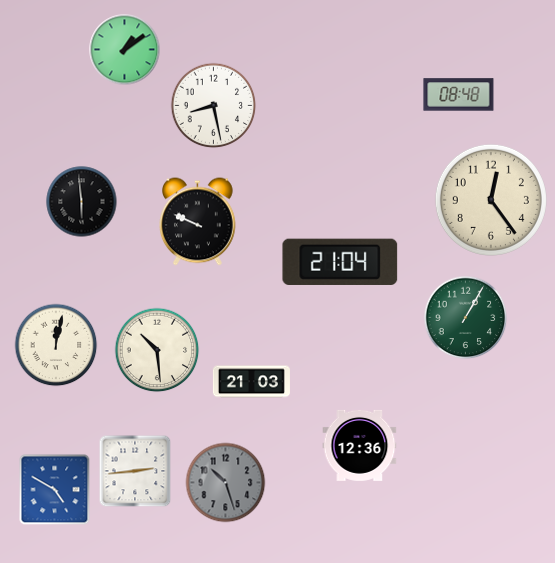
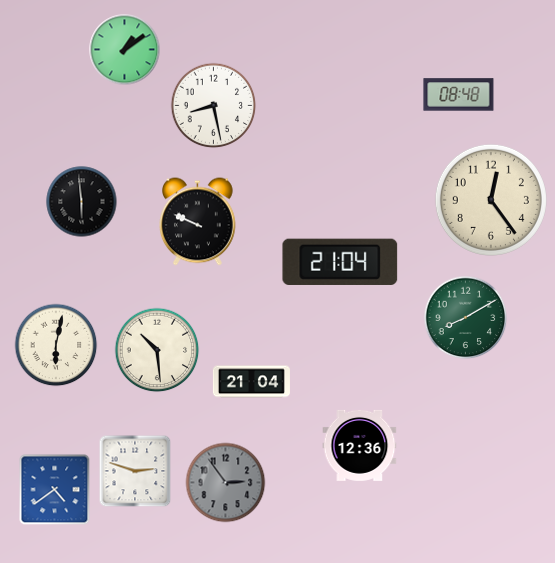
clock at (466, 318): 1:05 -> 8:10
clock at (56, 345): 12:02 -> 6:02
clock at (251, 382): 21:03 -> 21:04
clock at (135, 471): 2:44 -> 2:48
clock at (226, 483): 10:27 -> 2:54
clock at (55, 490): 4:50 -> 4:39
